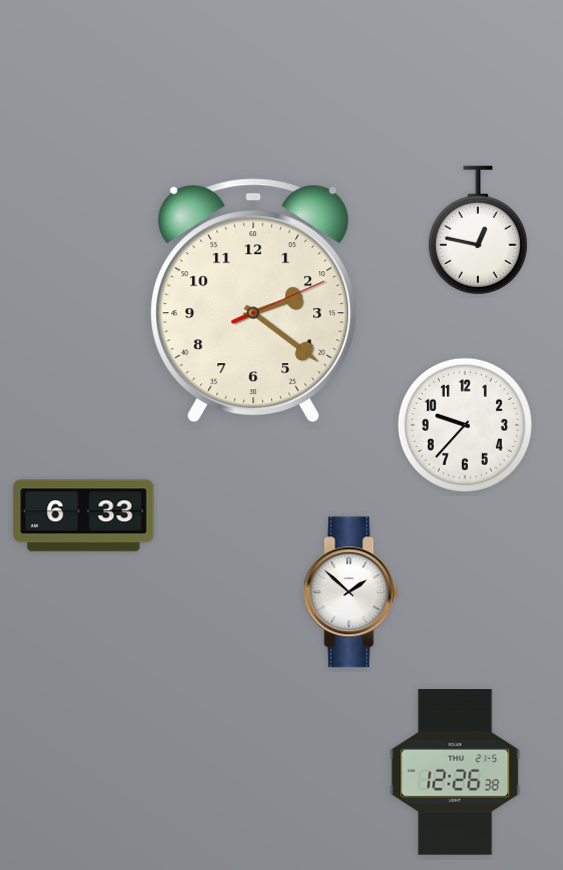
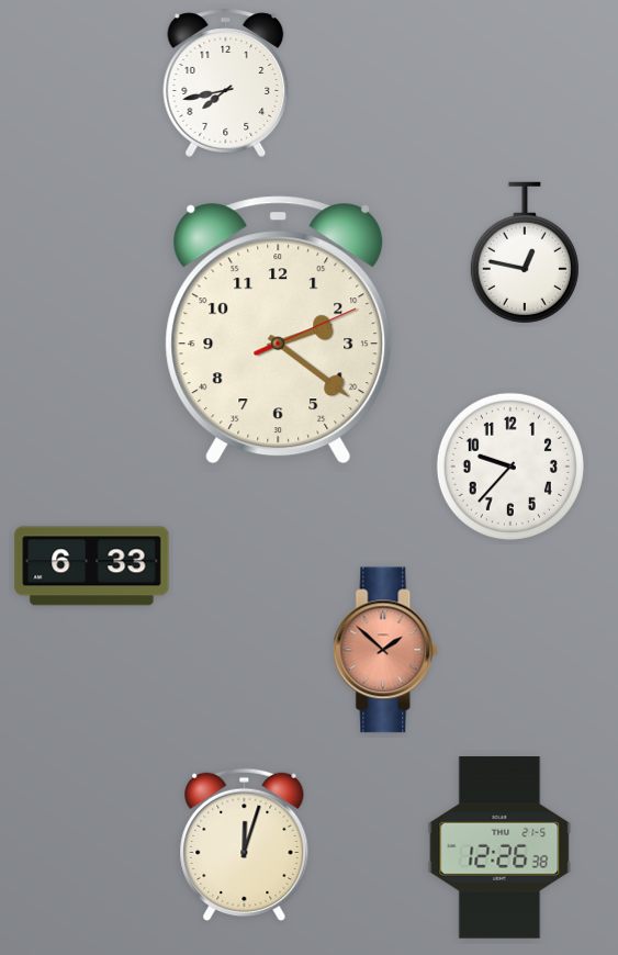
clock at (226, 82): none -> 7:43
clock at (352, 592) dial: white -> salmon
clock at (245, 845): none -> 12:03
